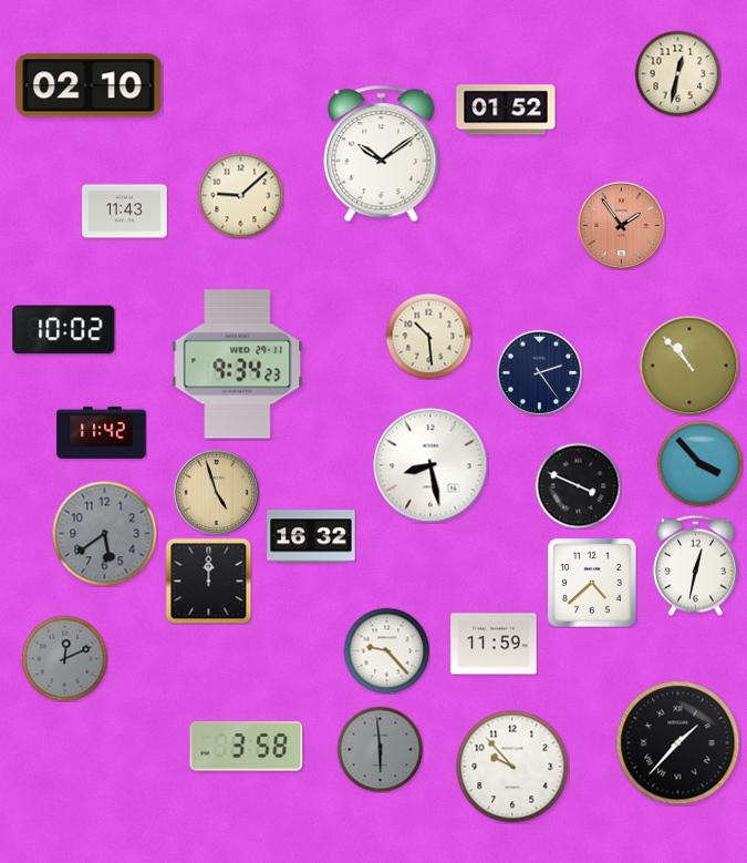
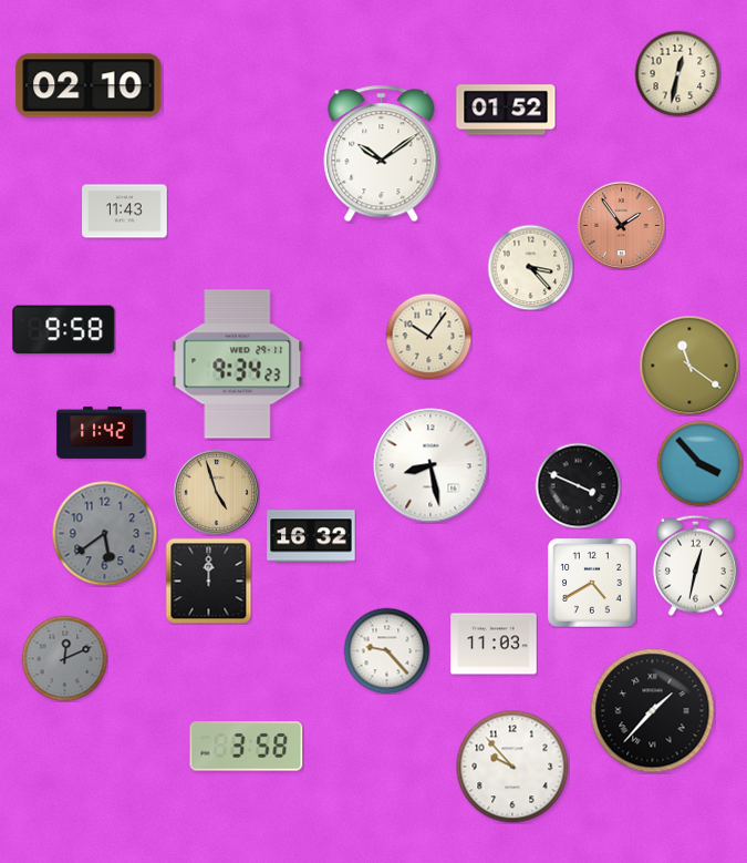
clock at (240, 195): 9:08 -> none
clock at (530, 267): none -> 3:23
clock at (64, 330): 10:02 -> 9:58
clock at (428, 336): 10:29 -> 10:06
clock at (689, 366): 10:53 -> 11:21
clock at (539, 372): 2:24 -> none
clock at (592, 583): 4:38 -> 4:40
clock at (494, 644): 11:59 -> 11:03
clock at (678, 743) position: (678, 743) -> (653, 711)
clock at (380, 749): 5:59 -> none
